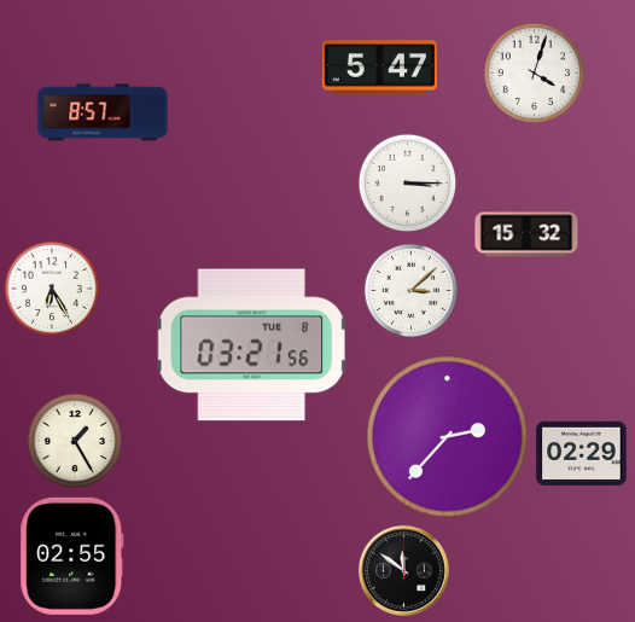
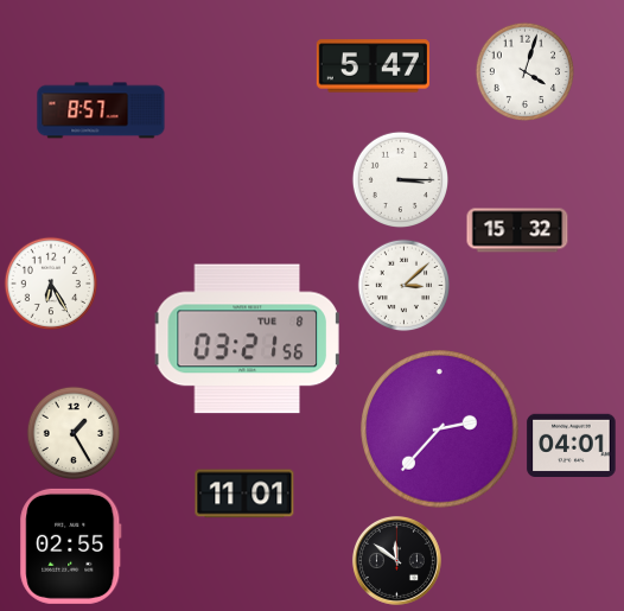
clock at (582, 453): 02:29 -> 04:01
clock at (244, 494): none -> 11:01
